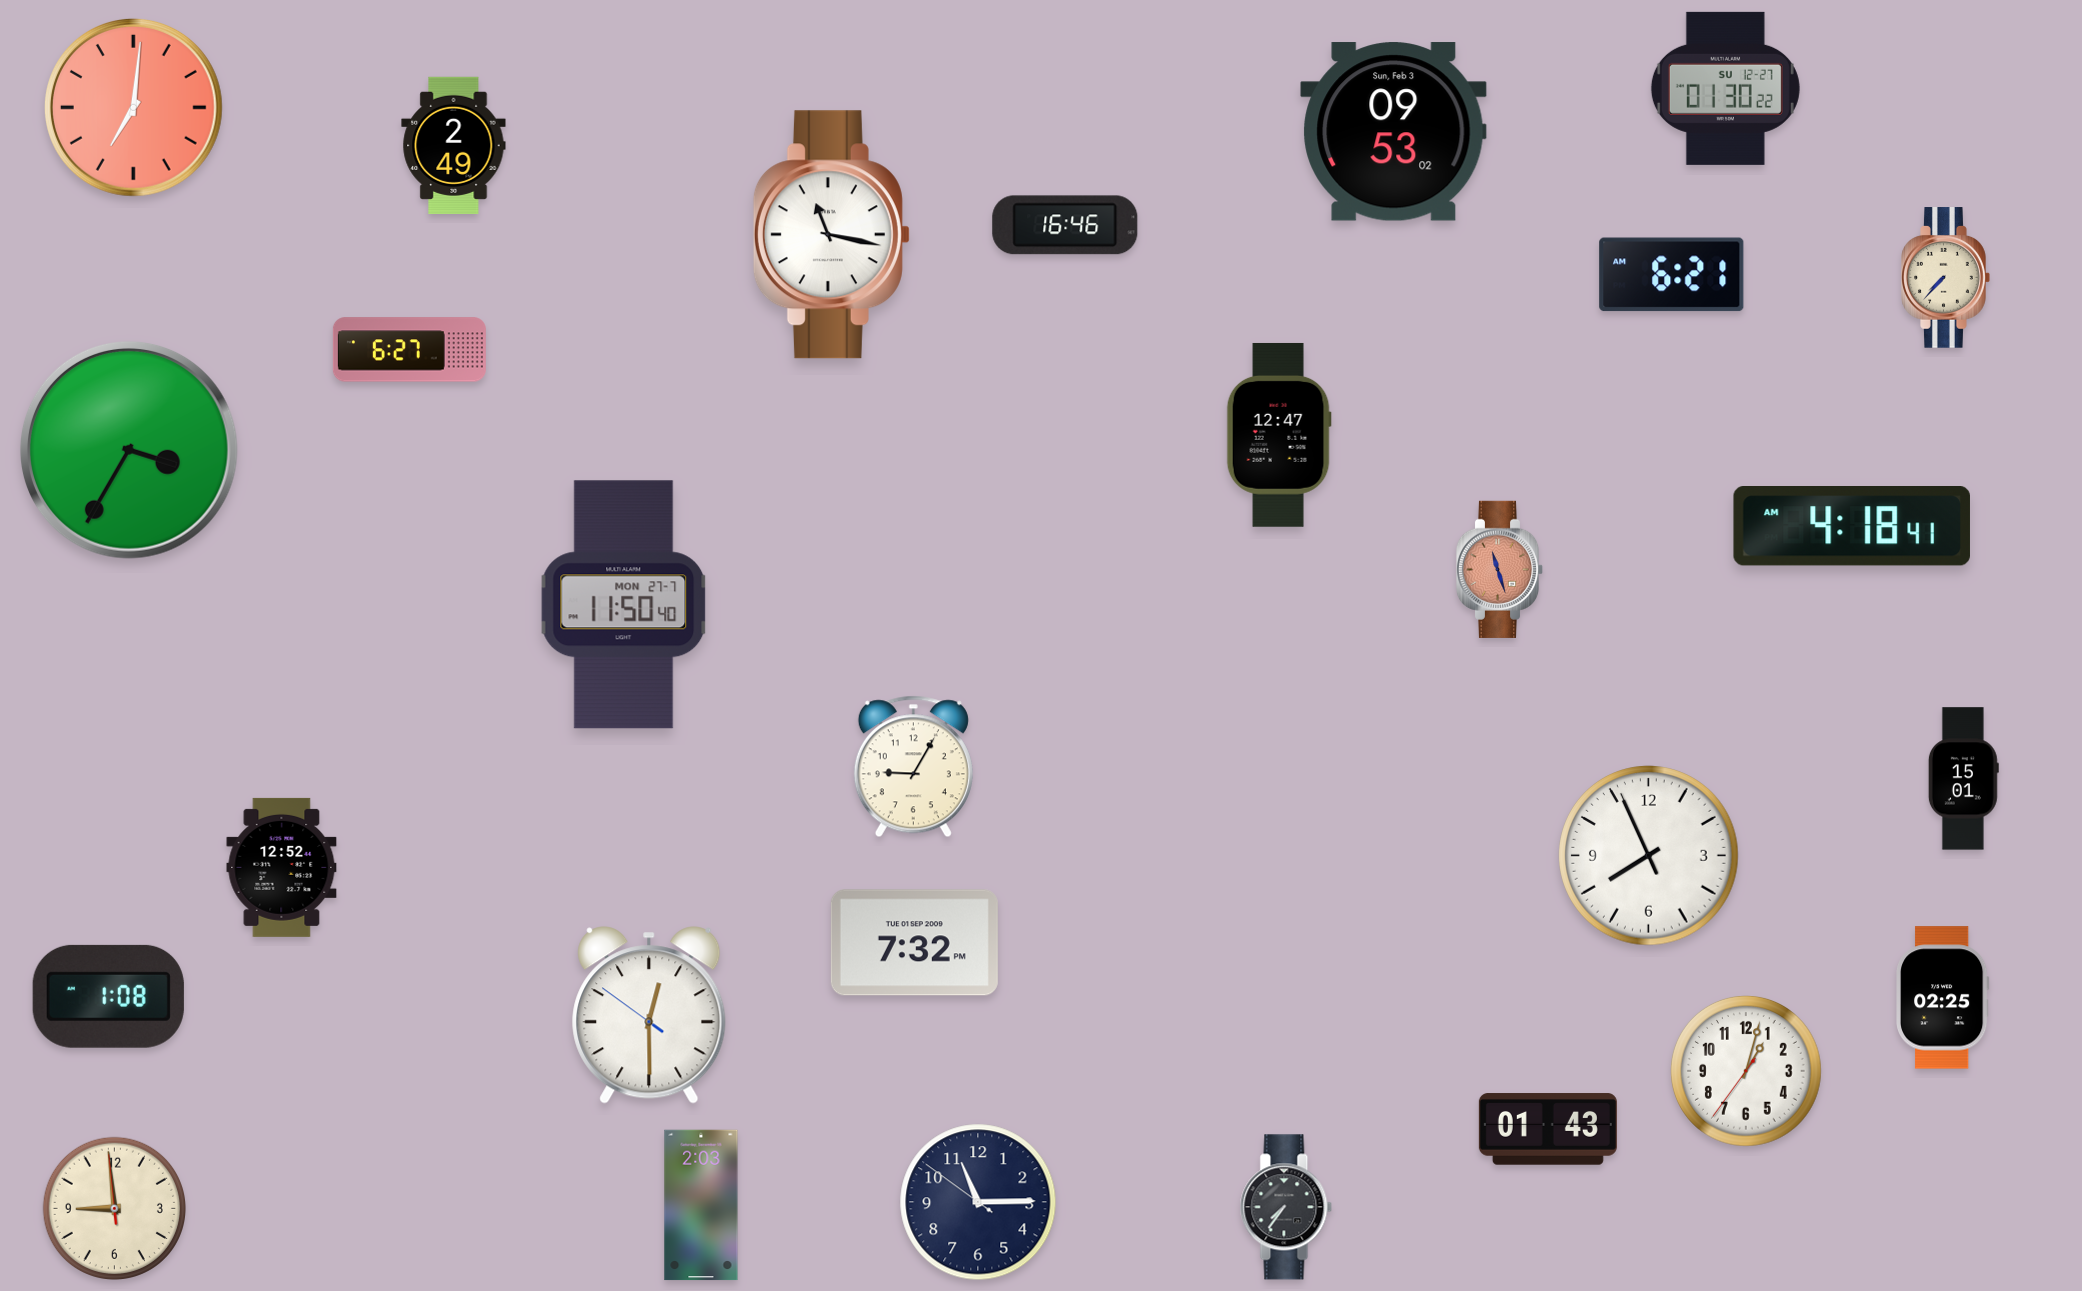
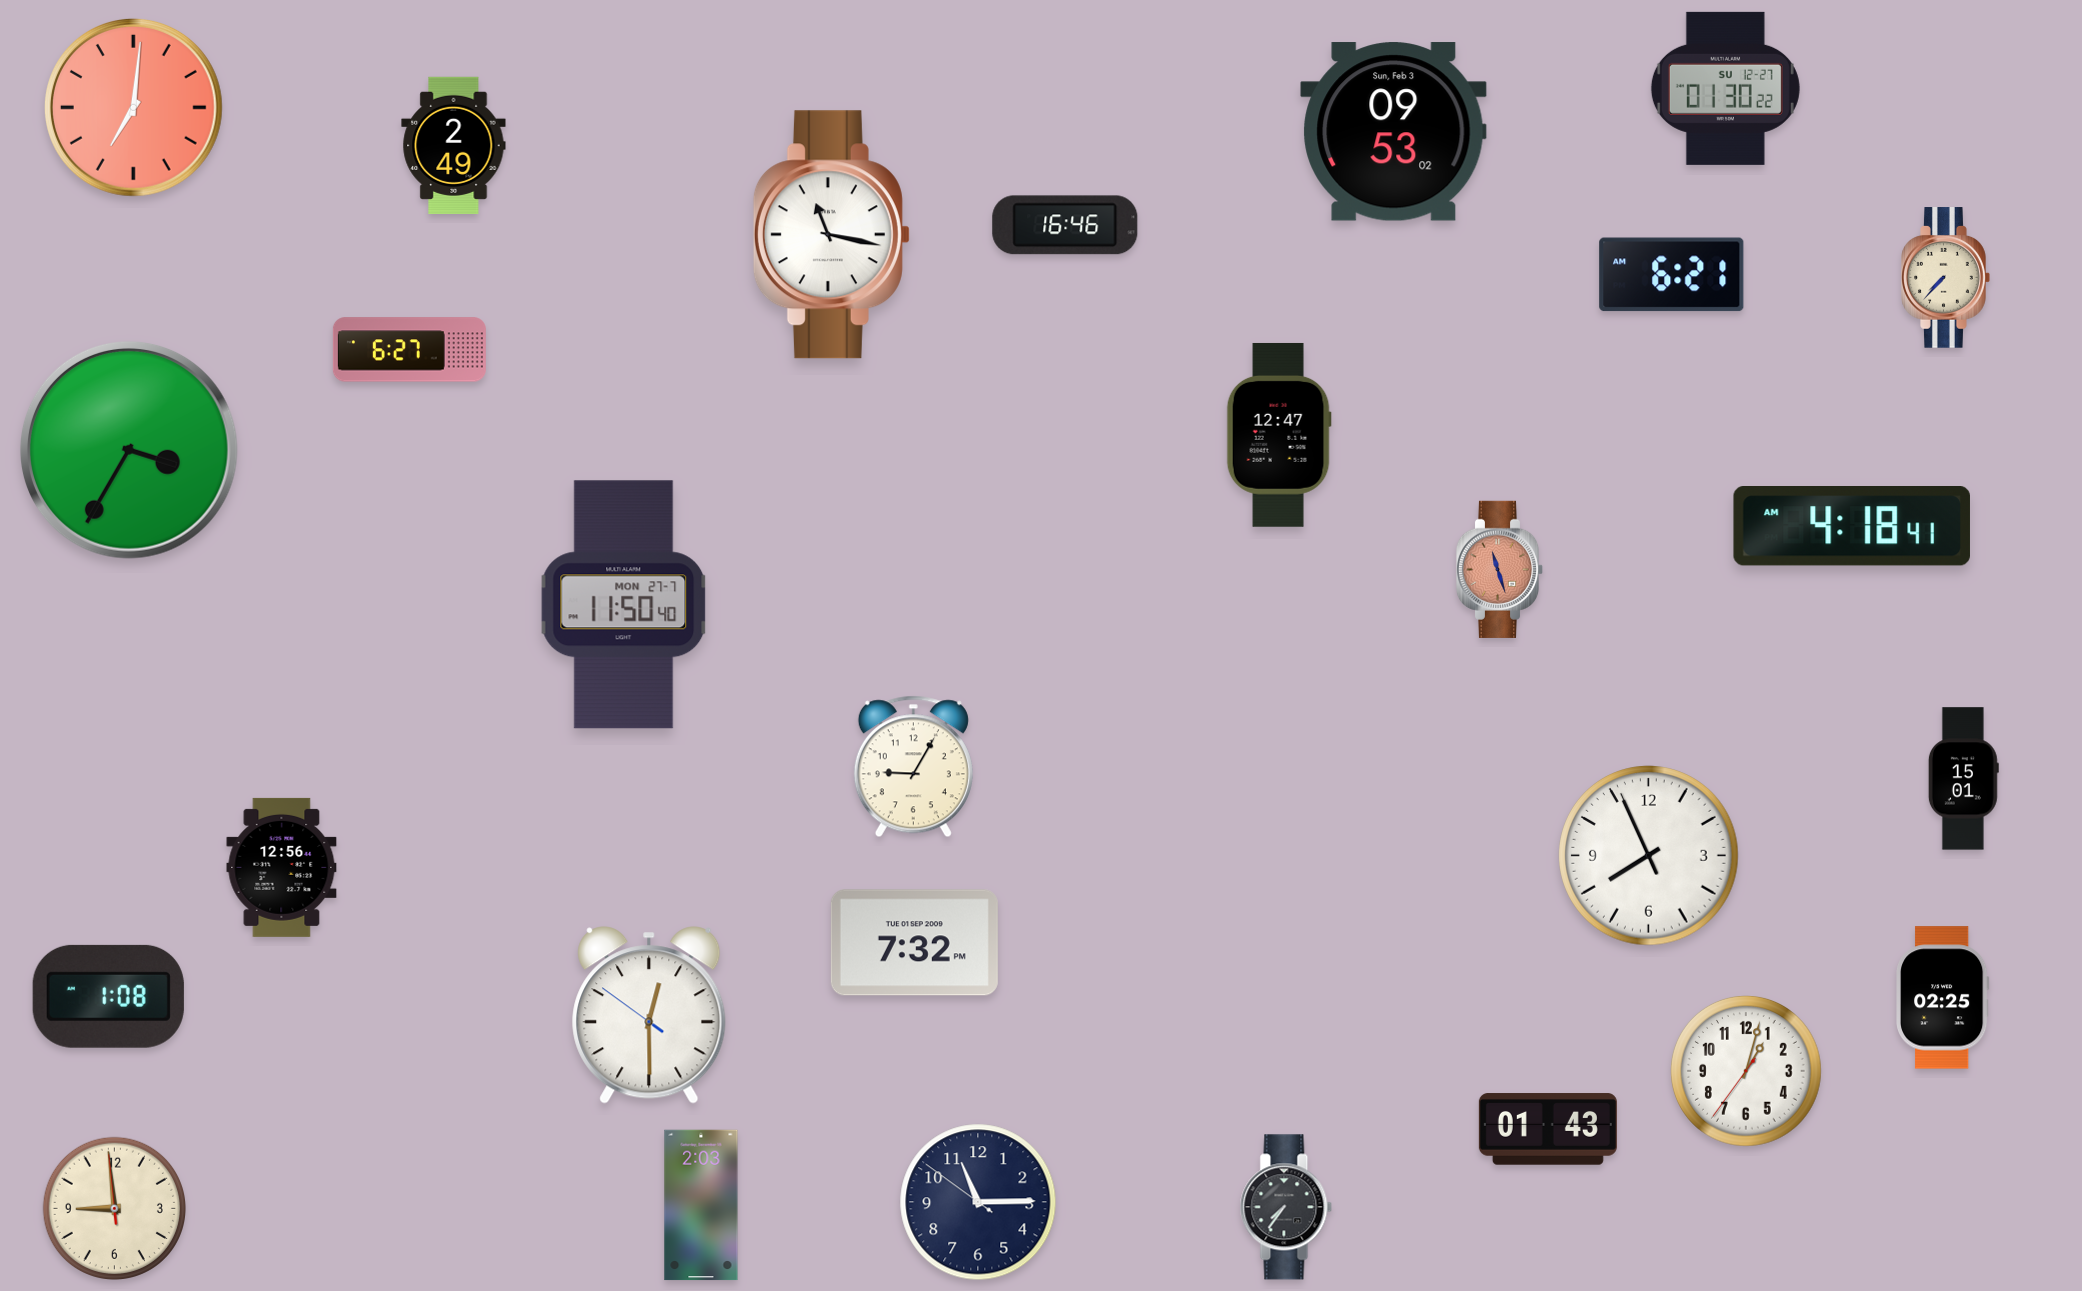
clock at (282, 867): 12:52 -> 12:56
